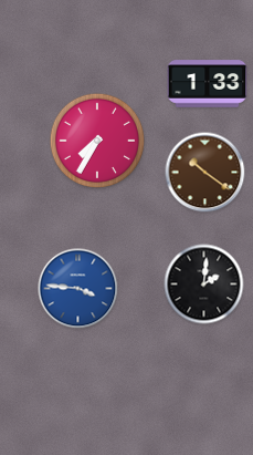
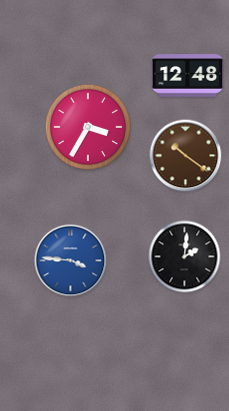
clock at (208, 84): 1:33 -> 12:48
clock at (97, 141): 7:35 -> 3:35
